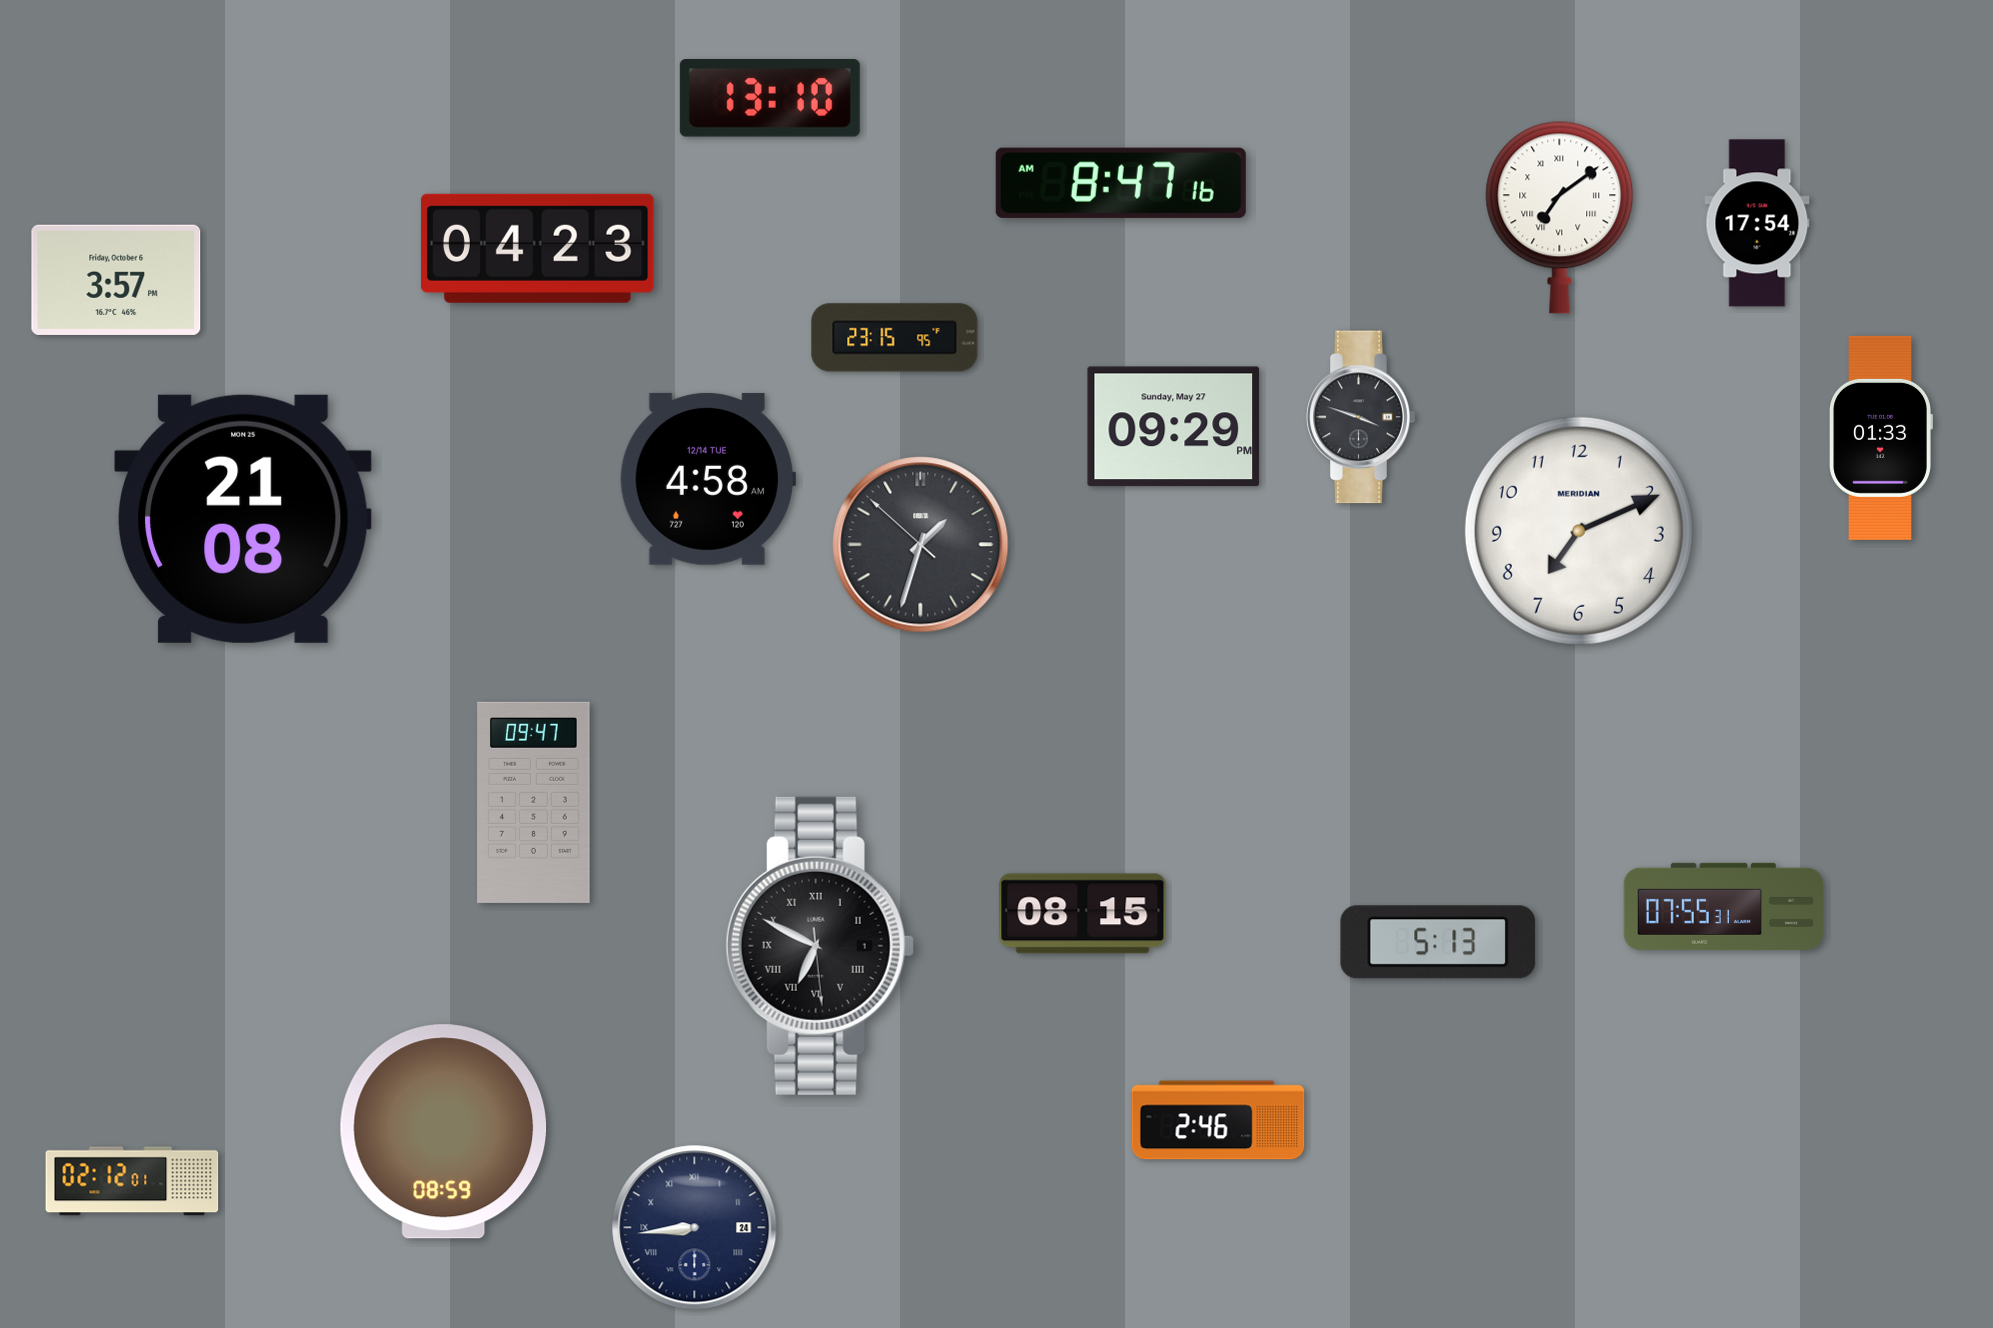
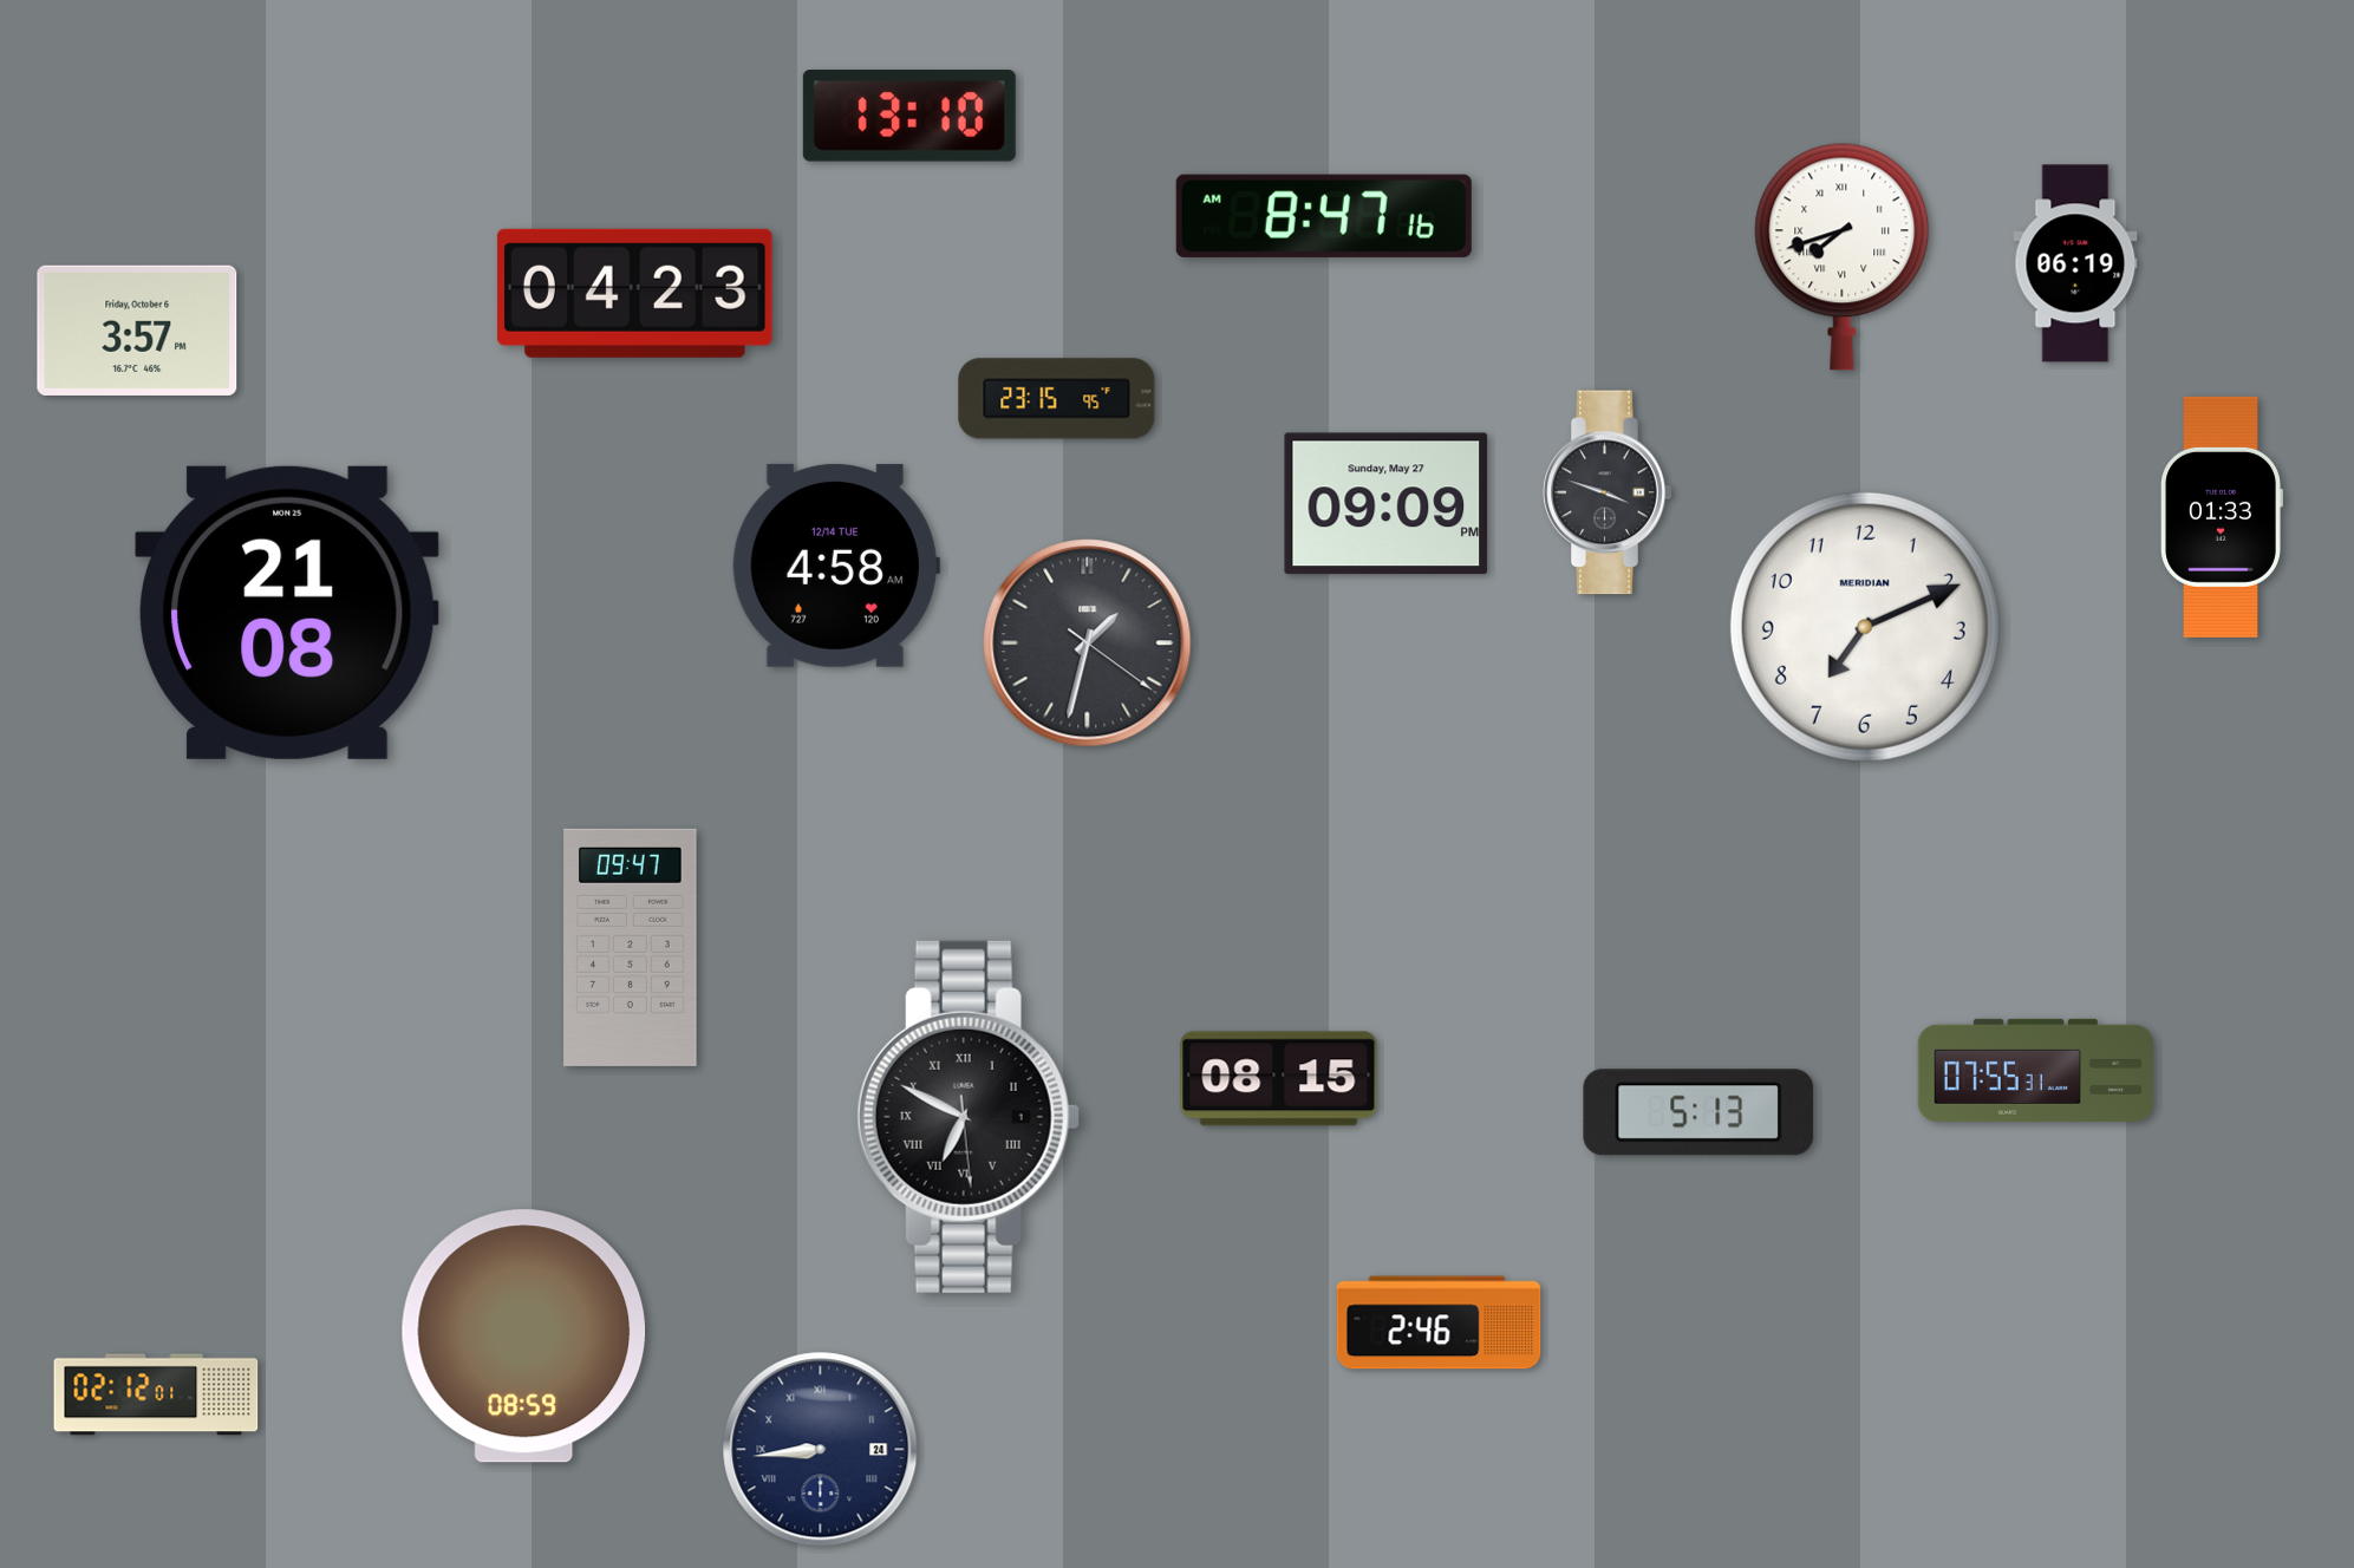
clock at (1560, 217): 7:09 -> 7:42
clock at (1757, 223): 17:54 -> 06:19
clock at (1174, 427): 09:29 -> 09:09
clock at (921, 545): 1:32:52 -> 1:32:21
